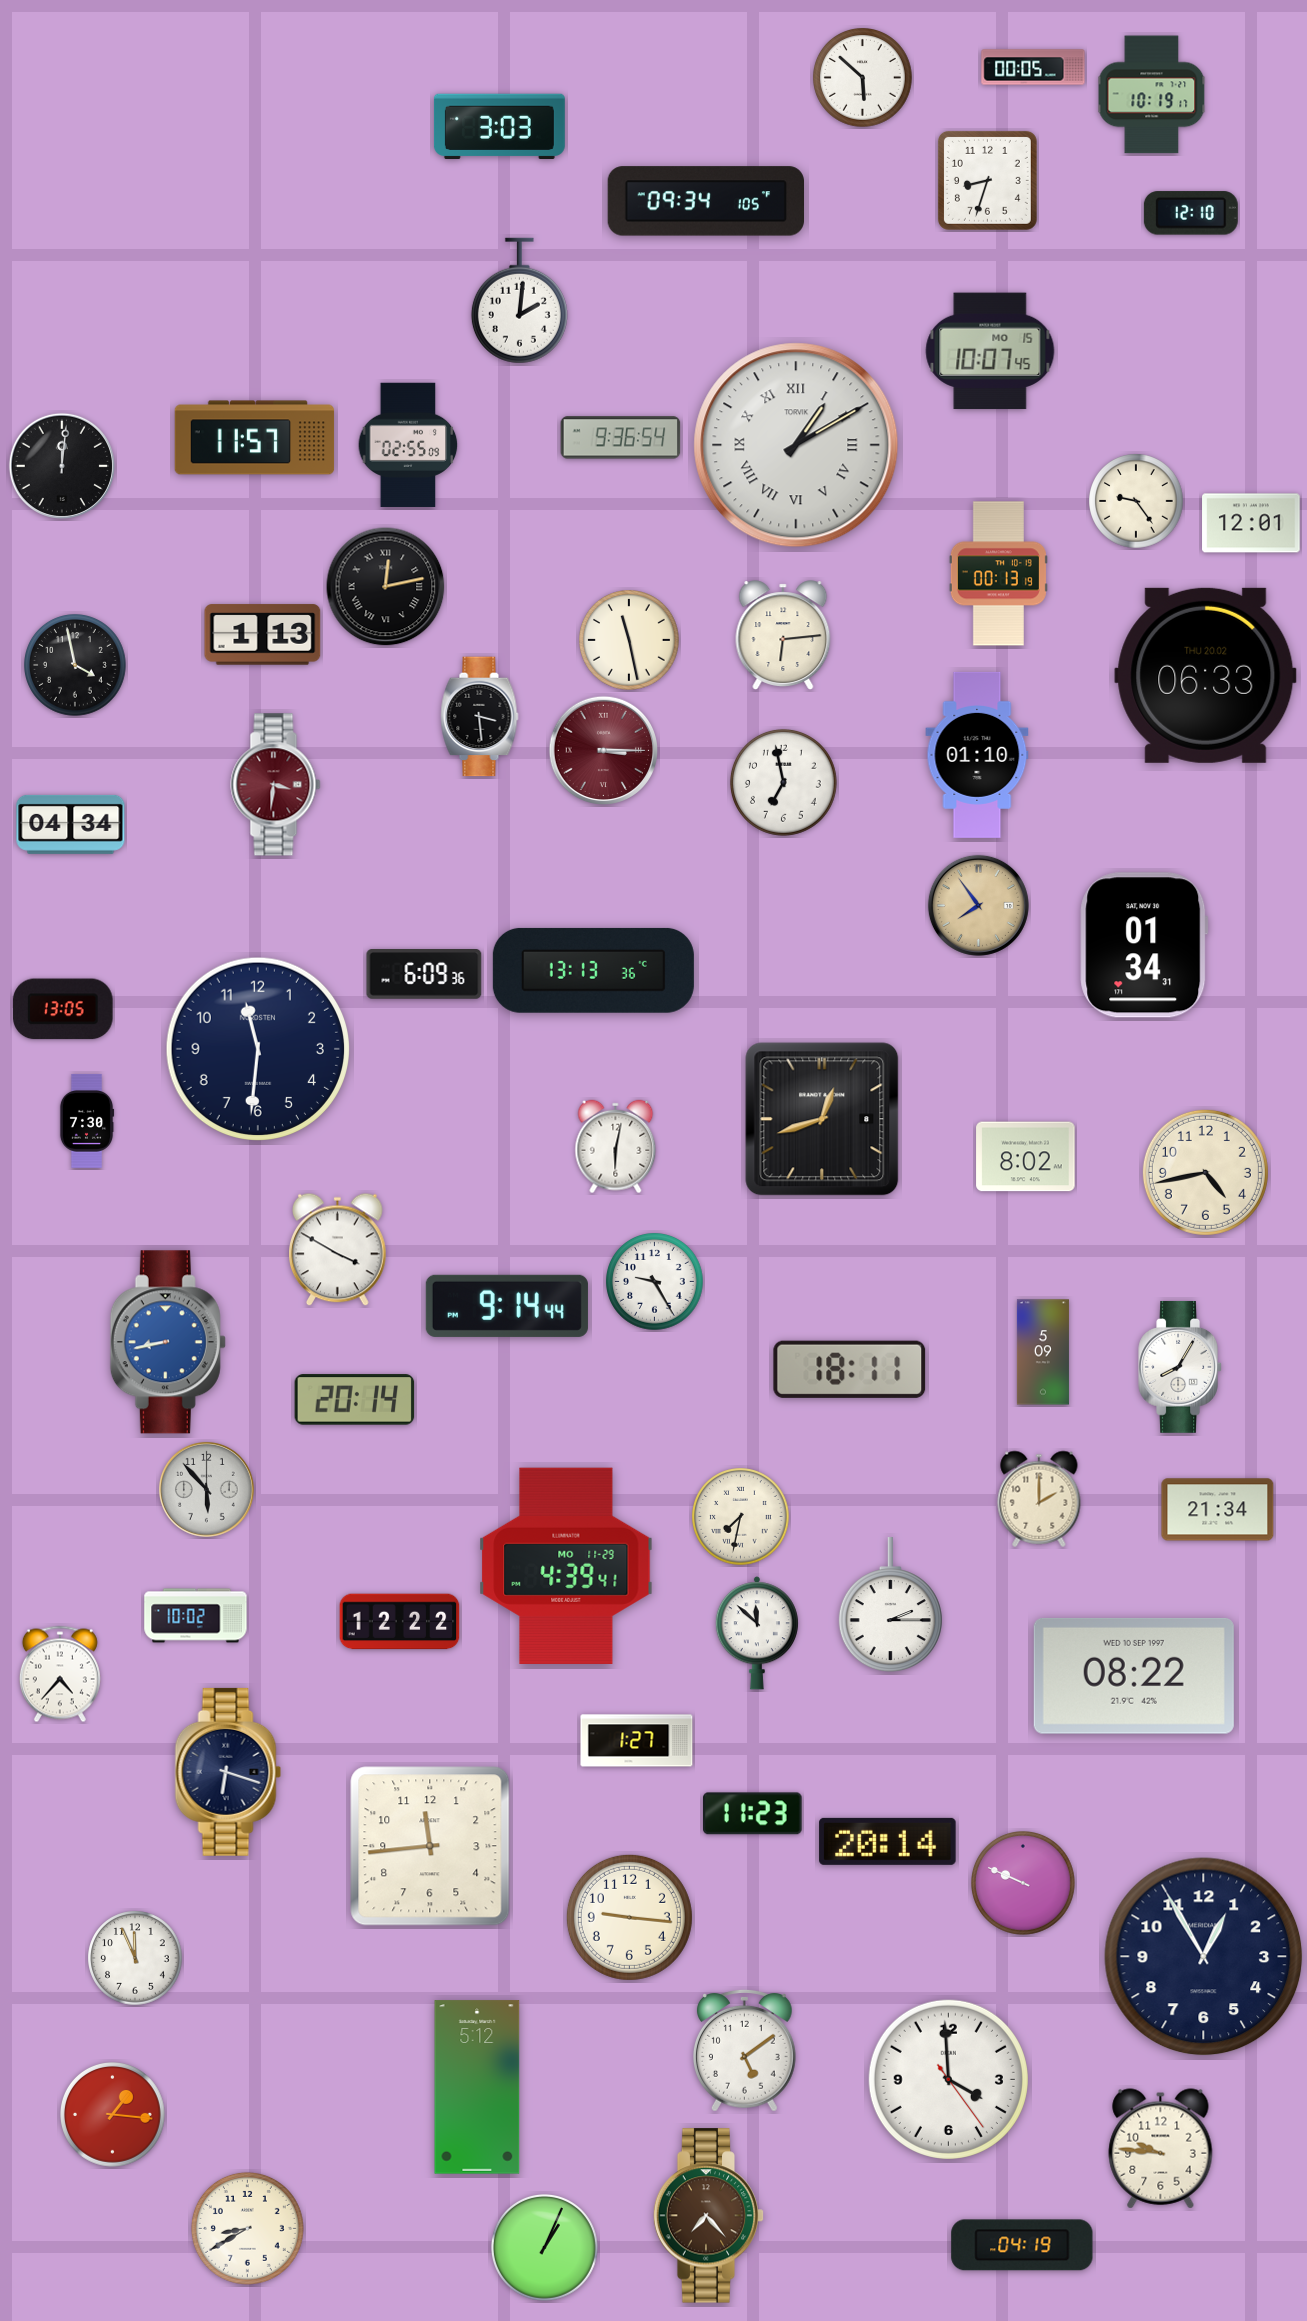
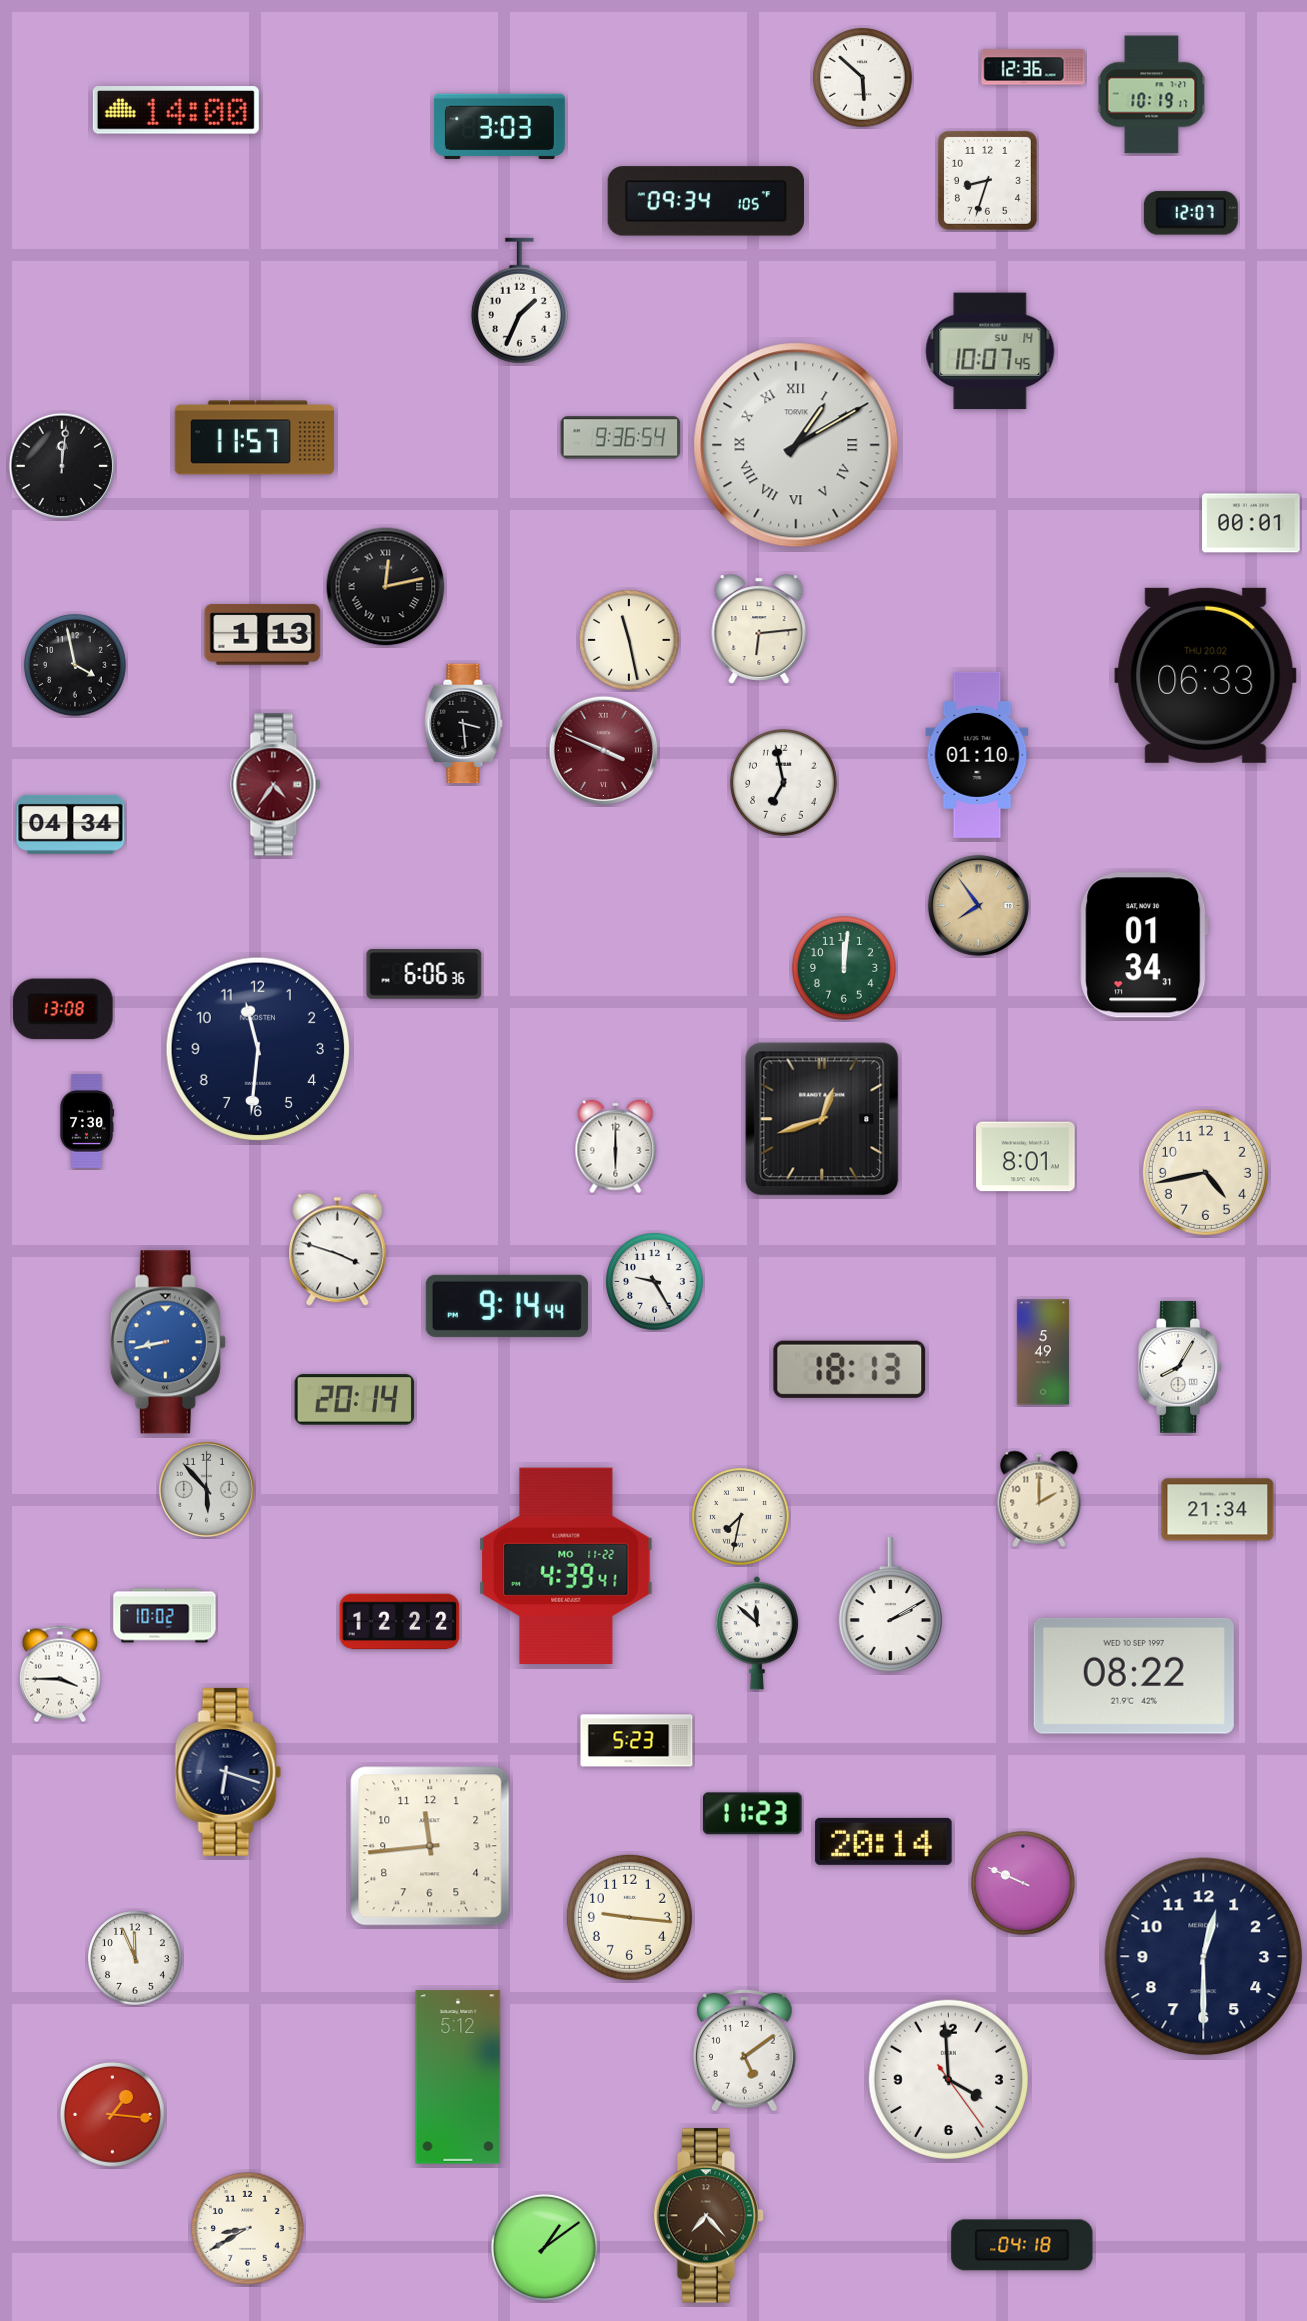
clock at (1033, 67): 00:05 -> 12:36
clock at (176, 110): none -> 14:00
clock at (1191, 213): 12:10 -> 12:07
clock at (519, 301): 2:01 -> 1:34
clock at (990, 351) date: MO 15 -> SU 14
clock at (408, 445): 02:55 -> none
clock at (1136, 501): 9:24 -> none
clock at (1251, 523): 12:01 -> 00:01
clock at (998, 574): 00:13 -> none
clock at (783, 635) position: (783, 635) -> (759, 629)
clock at (480, 717) position: (480, 717) -> (464, 724)
clock at (603, 750): 3:15 -> 3:49
clock at (276, 785): 3:31 -> 4:36
clock at (845, 969): none -> 12:01
clock at (593, 970): 13:13 -> none
clock at (424, 974): 6:09 -> 6:06
clock at (63, 1009): 13:05 -> 13:08
clock at (616, 1147): 6:02 -> 6:00
clock at (1026, 1157): 8:02 -> 8:01
clock at (338, 1250): 3:50 -> 3:48
clock at (1043, 1352): 5:09 -> 5:49
clock at (850, 1369): 18:11 -> 18:13
clock at (566, 1566) date: MO 11-29 -> MO 11-22
clock at (890, 1605): 2:15 -> 2:10
clock at (196, 1616) position: (196, 1616) -> (165, 1616)
clock at (60, 1674): 4:37 -> 3:45
clock at (637, 1741): 1:27 -> 5:23
clock at (888, 1841) position: (888, 1841) -> (884, 1841)
clock at (1204, 1957): 12:55 -> 12:30
clock at (477, 2087) position: (477, 2087) -> (458, 2077)
clock at (1161, 2149): 9:46 -> none
clock at (1022, 2245): 04:19 -> 04:18
clock at (544, 2247): 1:04 -> 1:09
